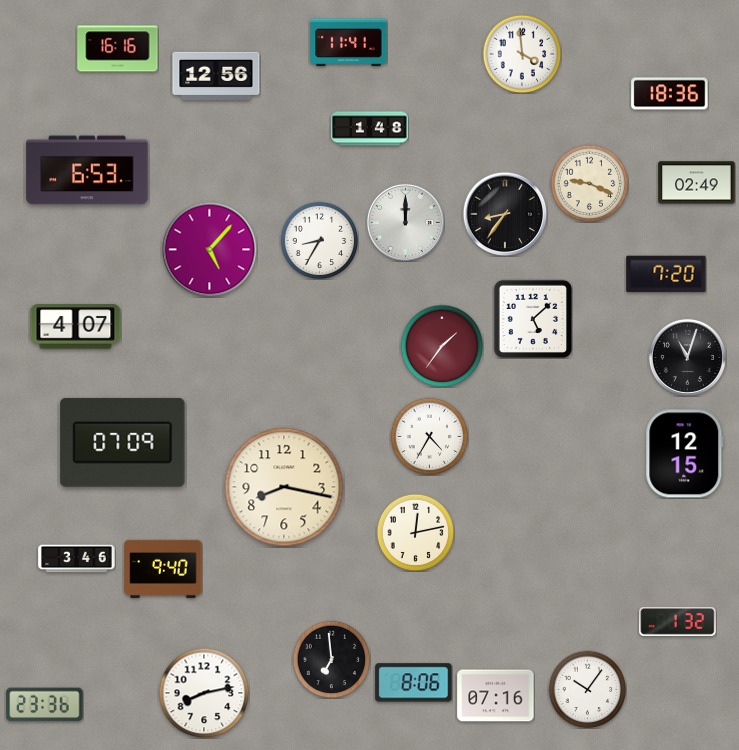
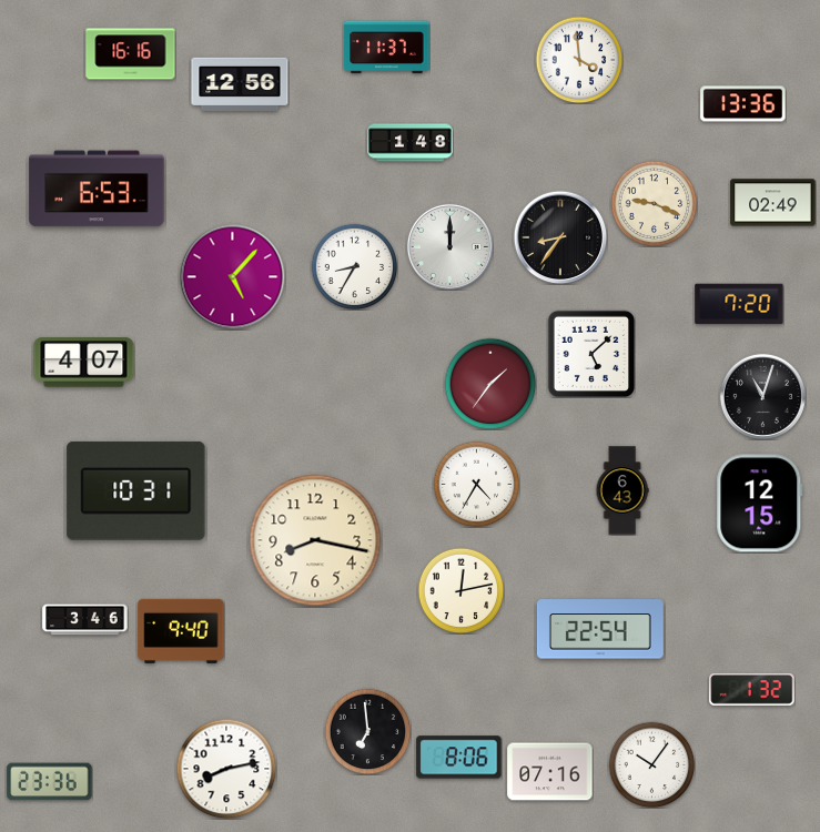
clock at (349, 43): 11:41 -> 11:37
clock at (670, 94): 18:36 -> 13:36
clock at (123, 442): 07:09 -> 10:31
clock at (622, 490): none -> 6:43
clock at (600, 629): none -> 22:54
